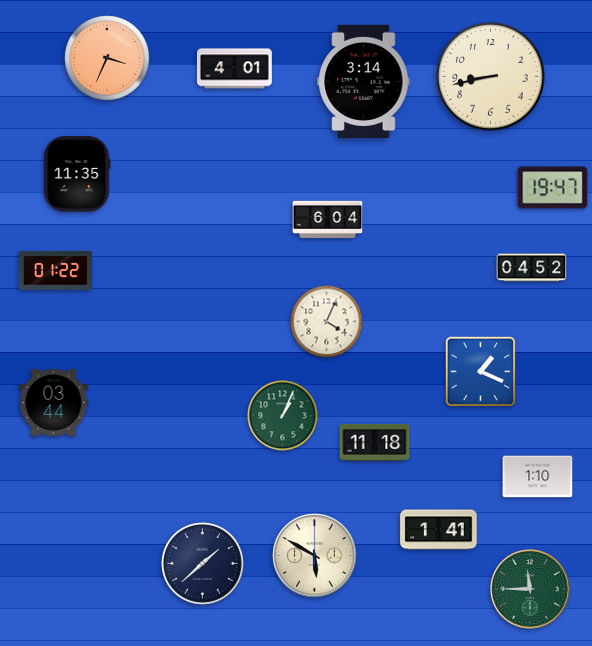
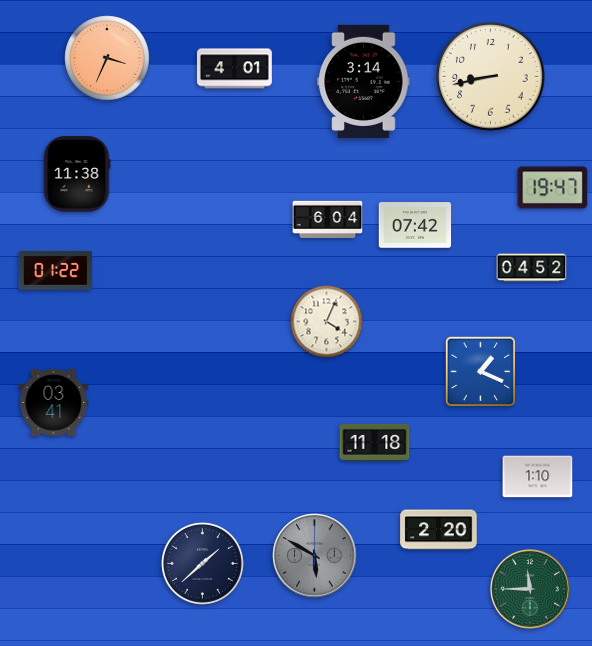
clock at (77, 174): 11:35 -> 11:38
clock at (415, 225): none -> 07:42
clock at (54, 403): 03:44 -> 03:41
clock at (283, 416): 1:04 -> none
clock at (439, 530): 1:41 -> 2:20
clock at (315, 556) dial: cream -> grey
